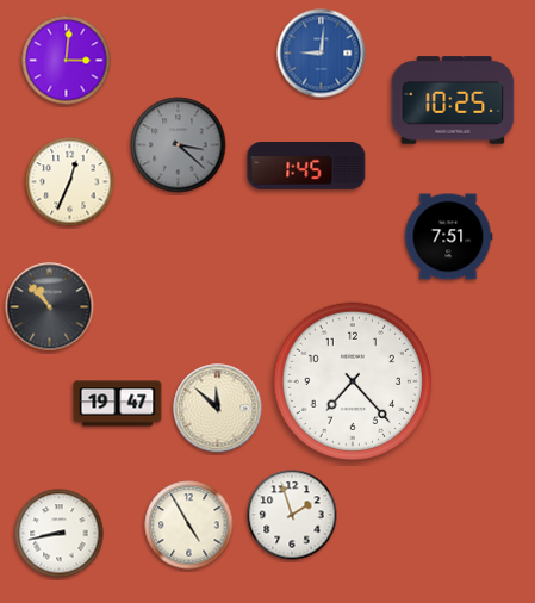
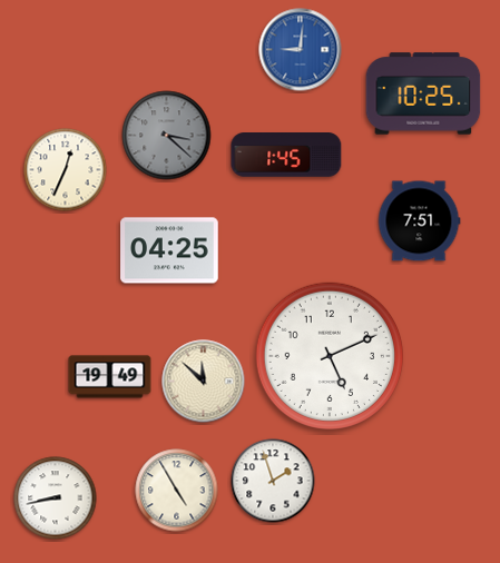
clock at (67, 61): 3:01 -> none
clock at (169, 250): none -> 04:25
clock at (50, 307): 10:53 -> none
clock at (352, 380): 7:23 -> 5:11
clock at (118, 404): 19:47 -> 19:49
